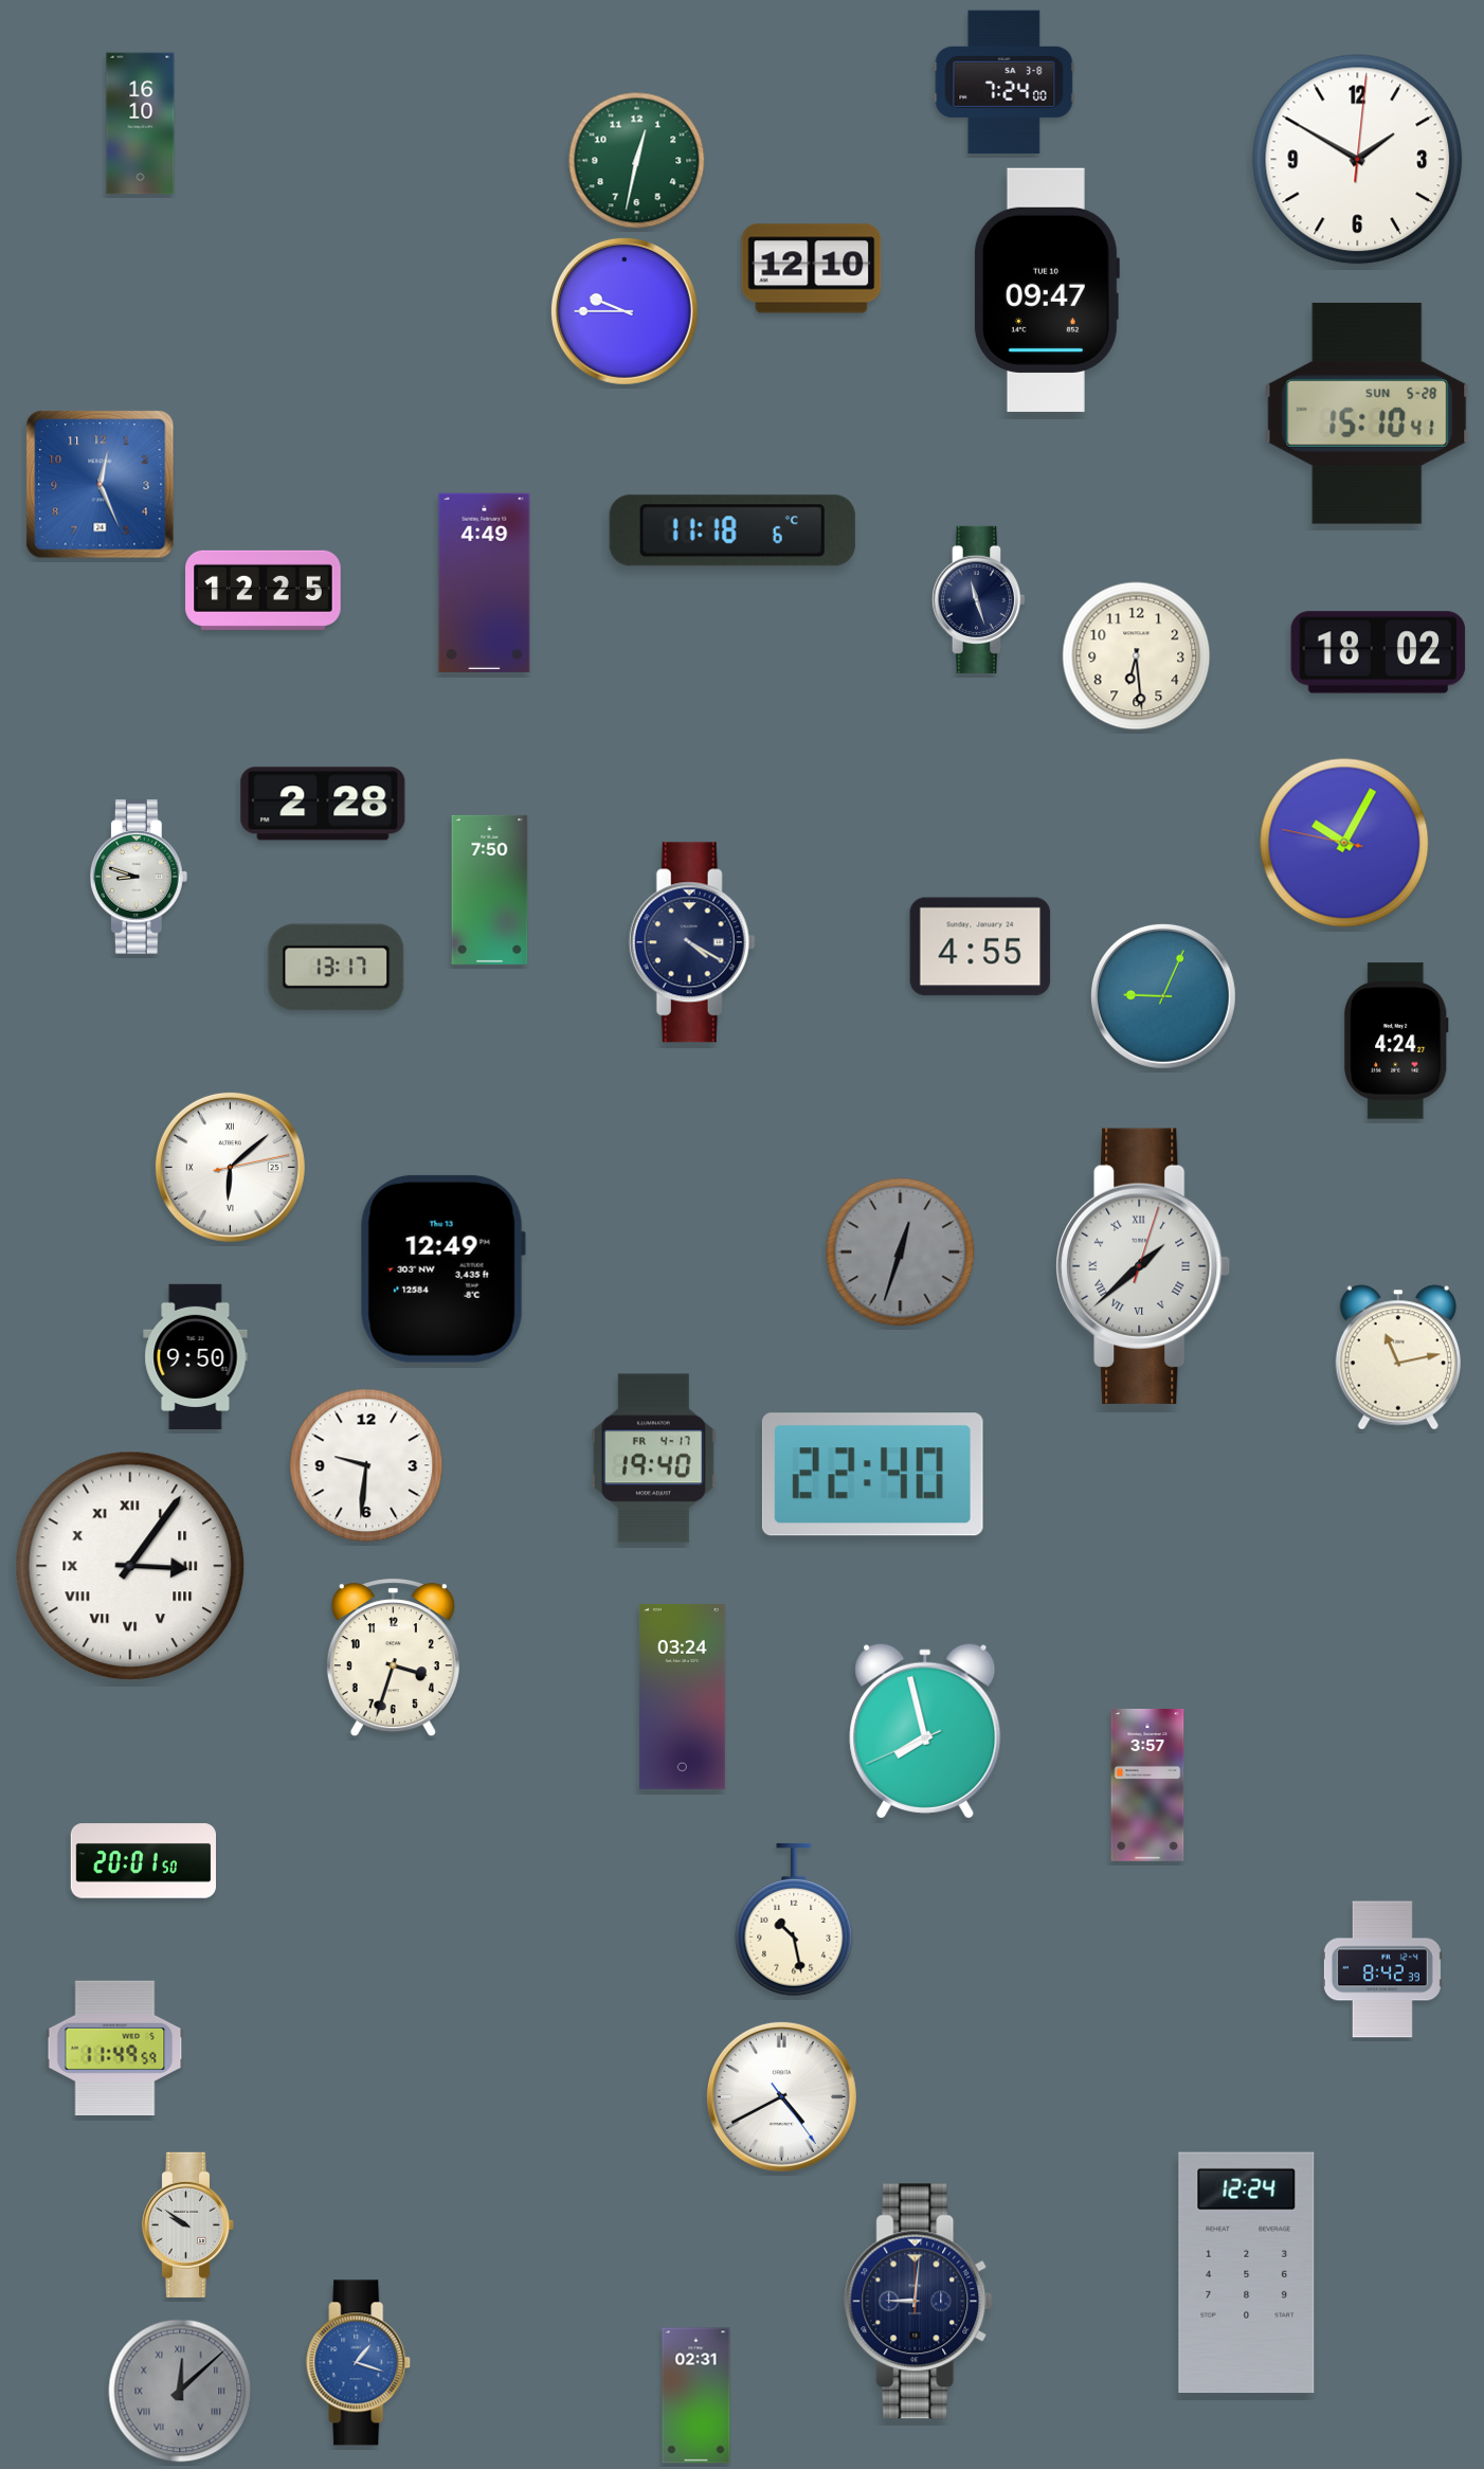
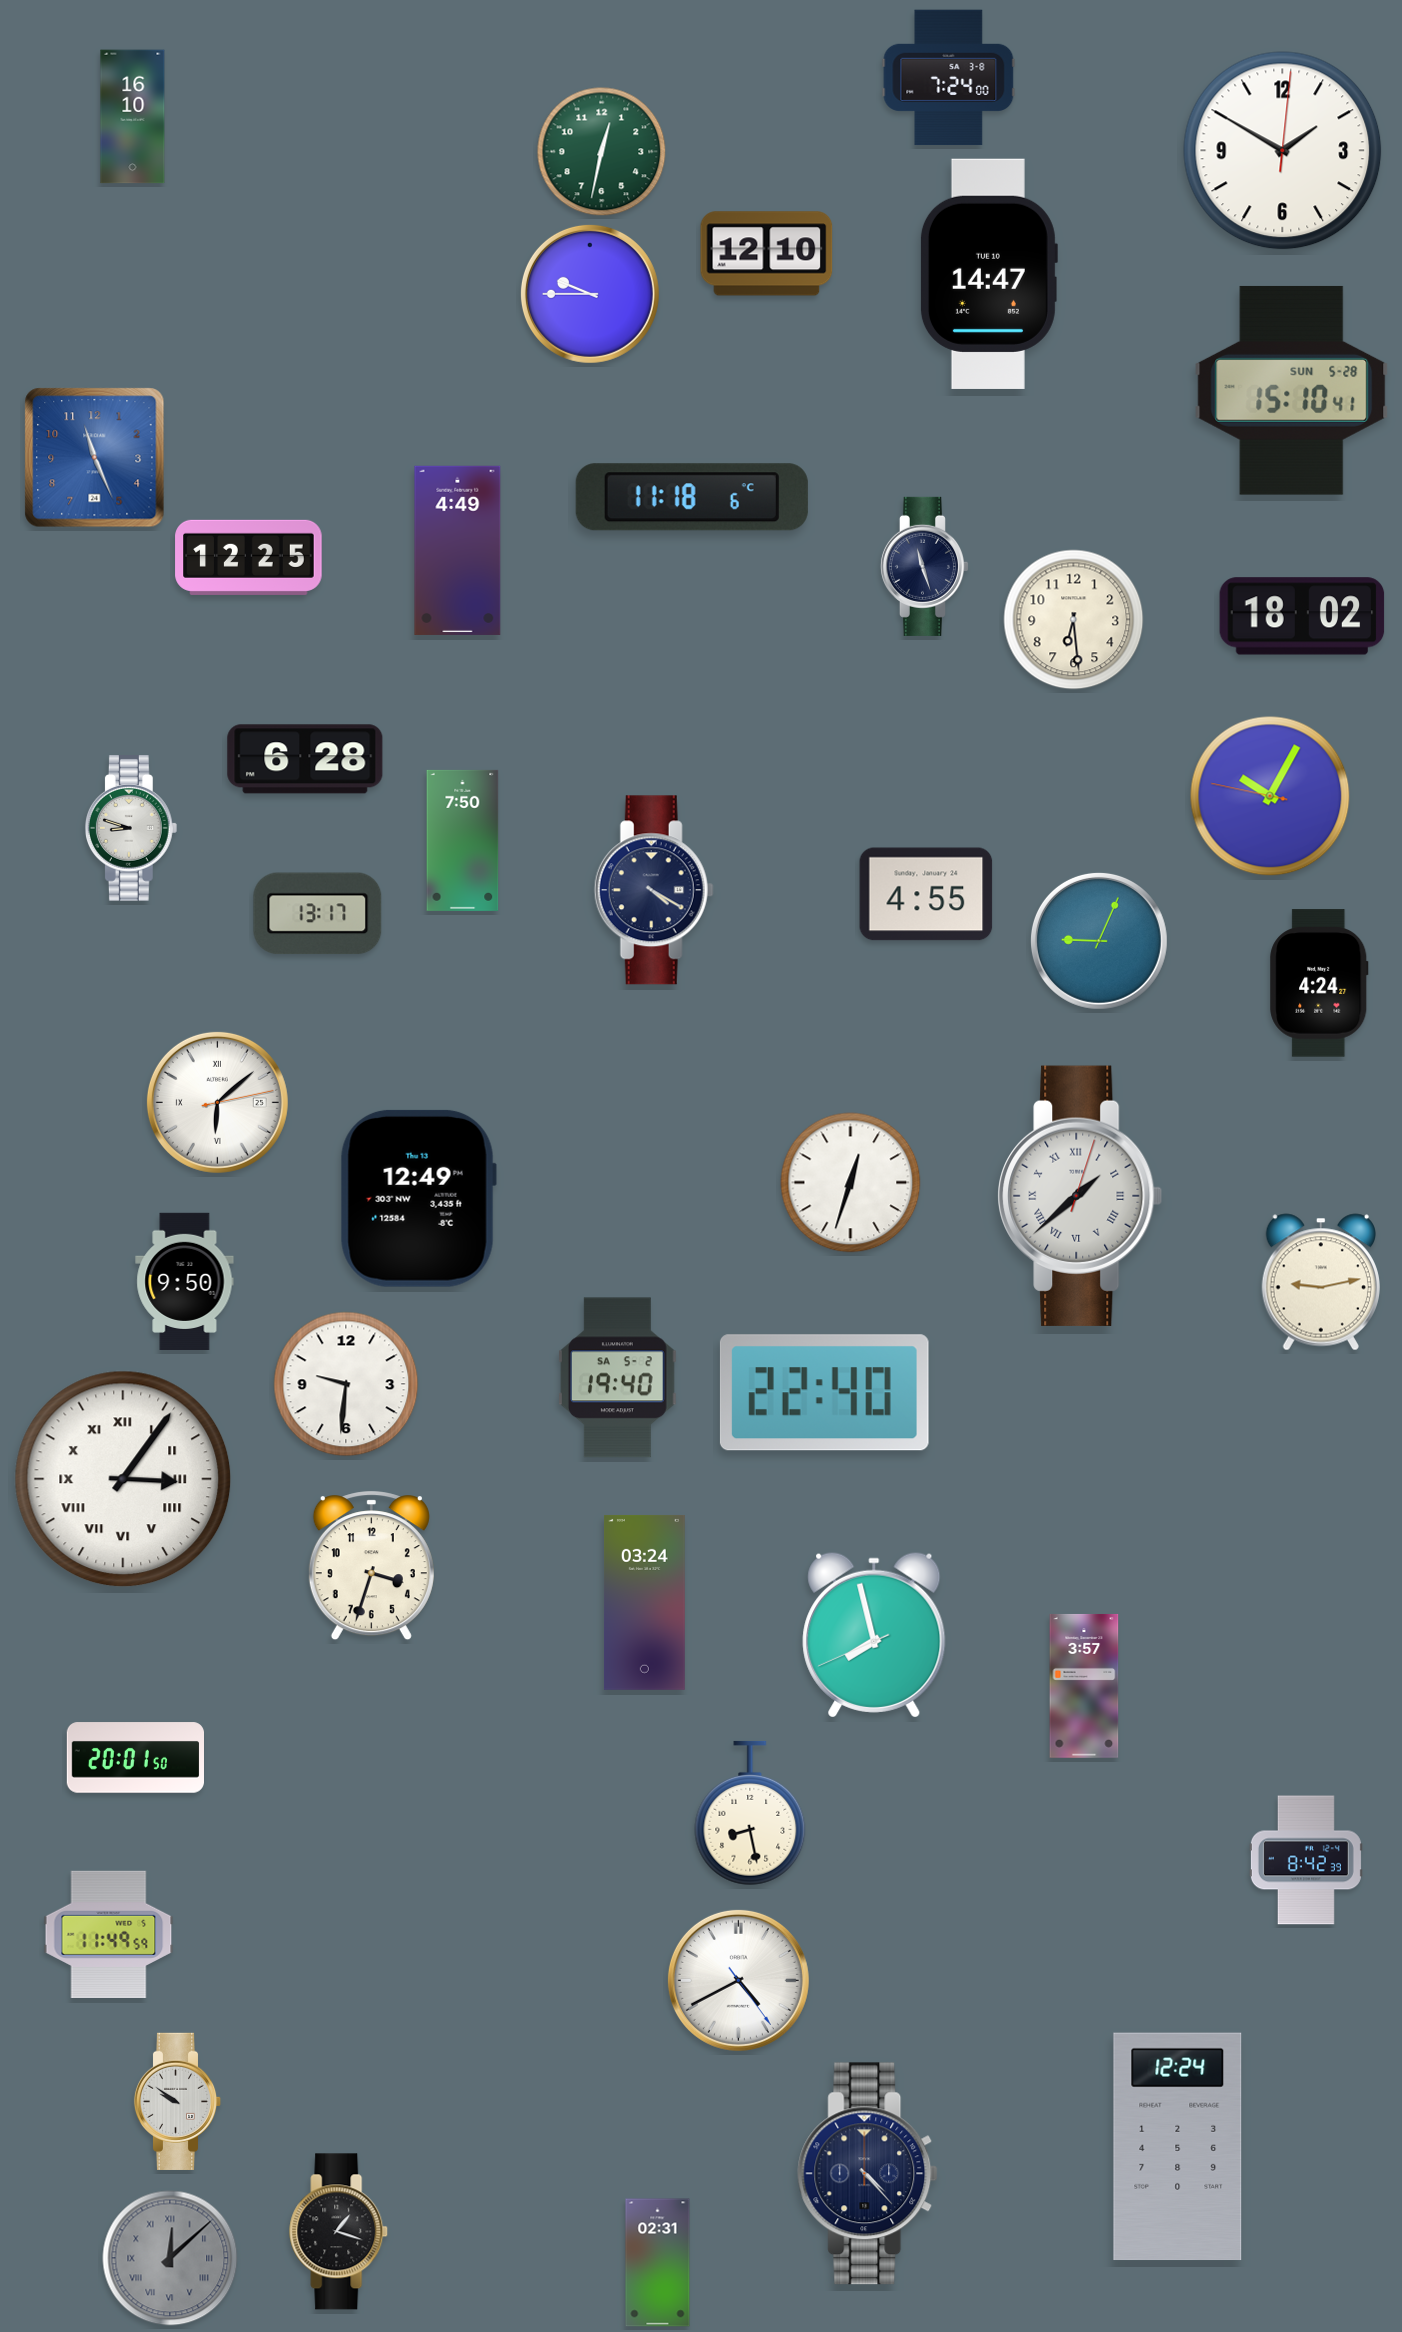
clock at (1046, 290): 09:47 -> 14:47
clock at (101, 485): 12:26 -> 11:26
clock at (732, 530) position: (732, 530) -> (692, 497)
clock at (323, 804): 2:28 -> 6:28
clock at (901, 1252) dial: grey -> white
clock at (1398, 1357): 11:13 -> 9:13
clock at (653, 1459) date: FR 4-17 -> SA 5-2
clock at (794, 1920): 10:28 -> 8:28
clock at (919, 2302): 9:01 -> 4:23
clock at (359, 2363) dial: blue -> black
